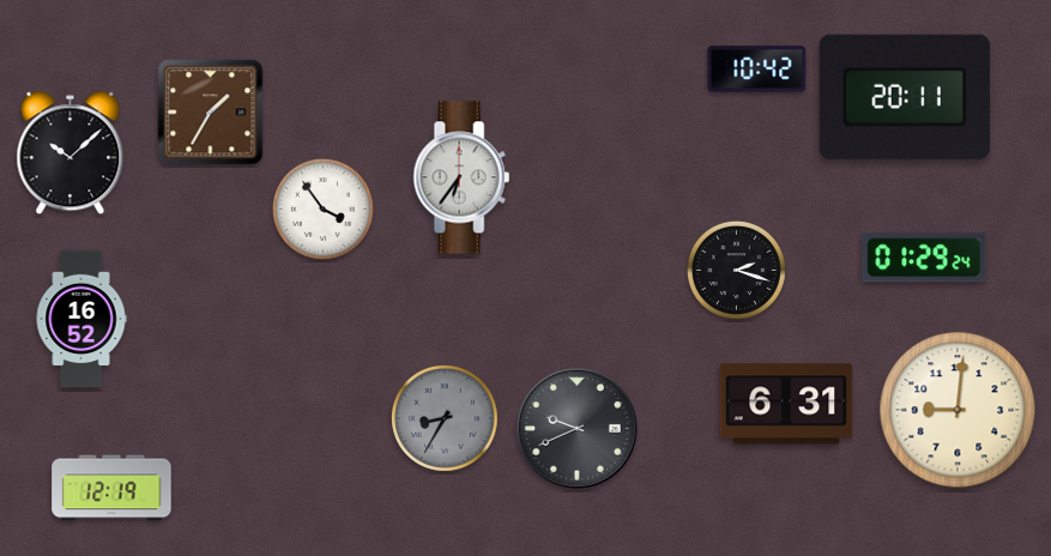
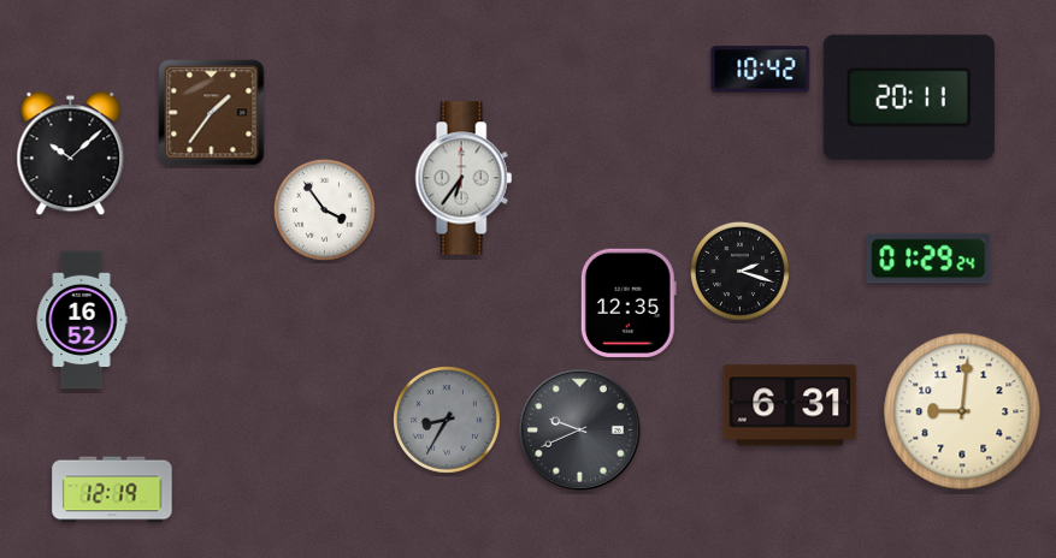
clock at (211, 113): 1:35 -> 1:36
clock at (629, 303): none -> 12:35
